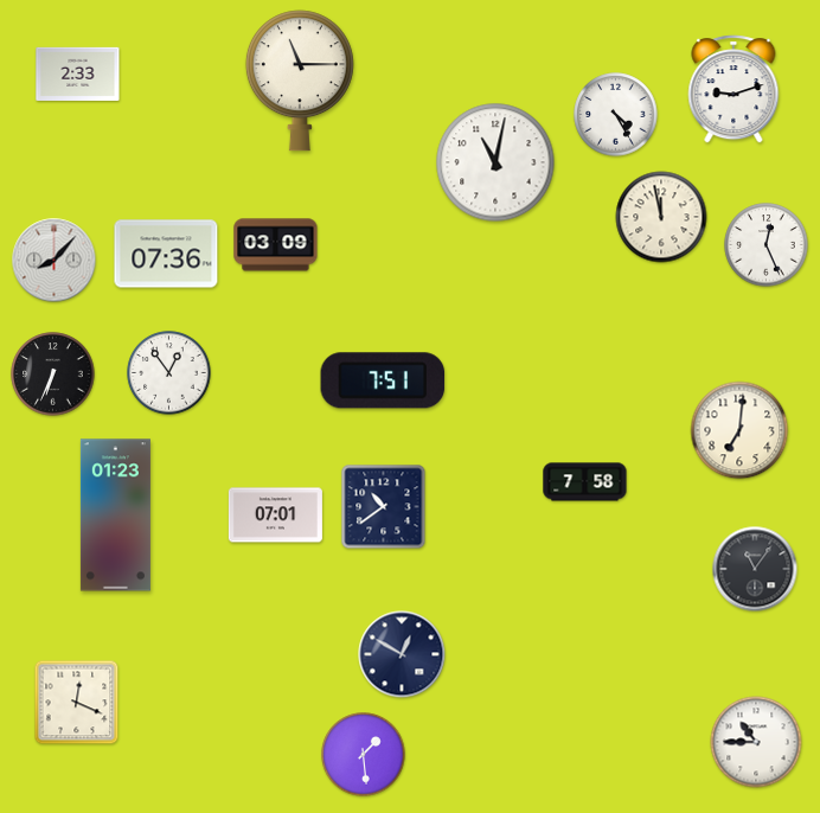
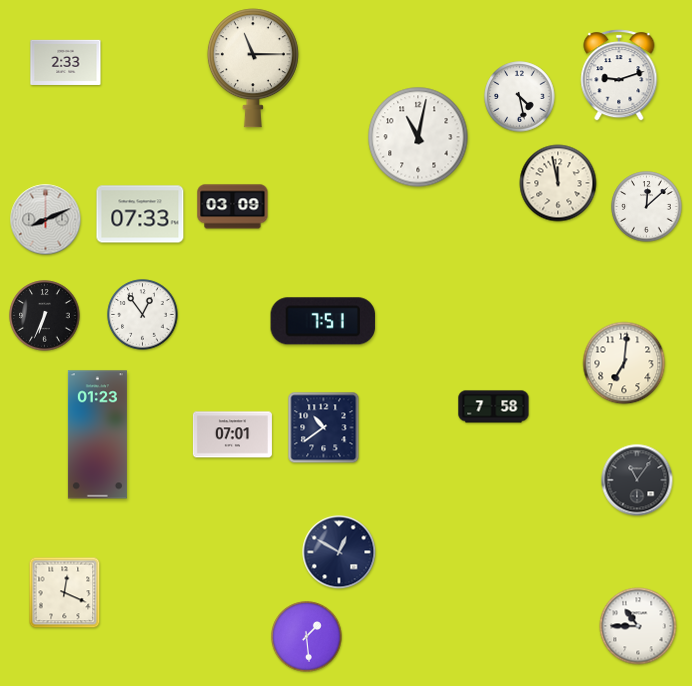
clock at (616, 115): 4:25 -> 4:28
clock at (767, 245): 12:26 -> 12:08
clock at (166, 254): 07:36 -> 07:33
clock at (55, 261): 8:07 -> 8:11
